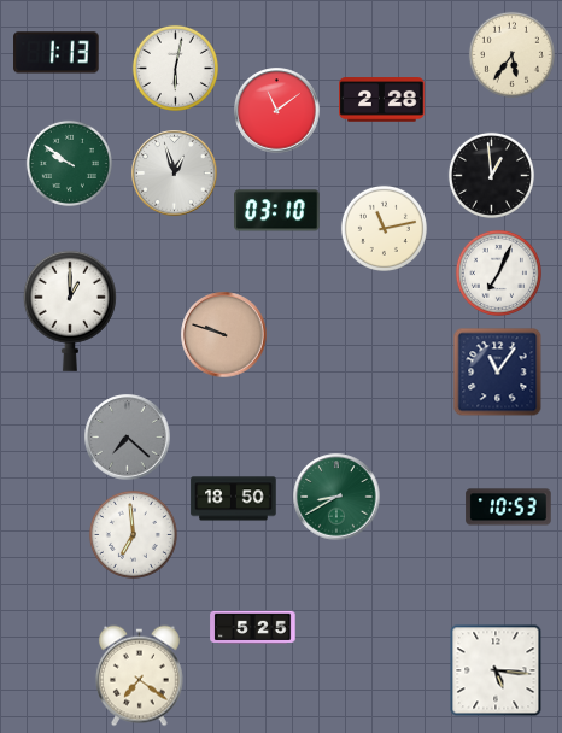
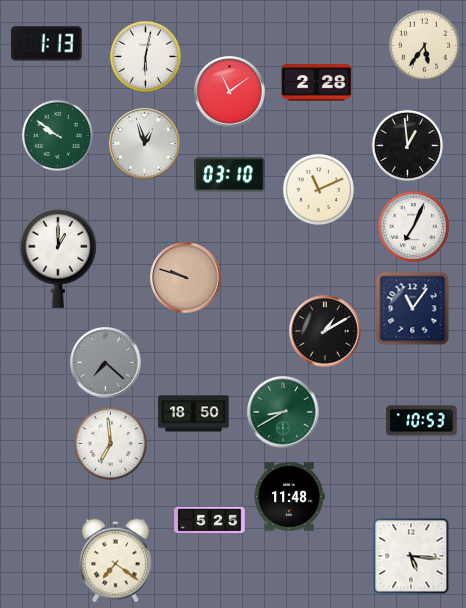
clock at (384, 228): 11:13 -> 11:11
clock at (325, 331): none -> 1:10
clock at (336, 497) position: (336, 497) -> (283, 412)
clock at (289, 497): none -> 11:48
